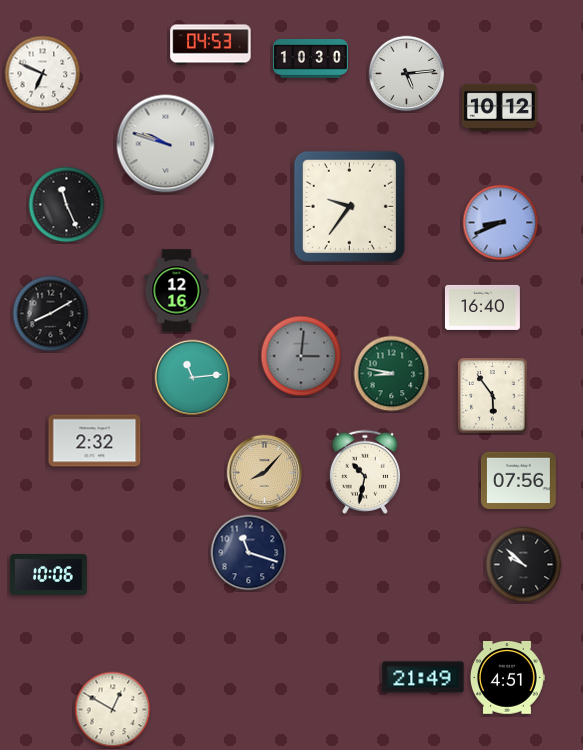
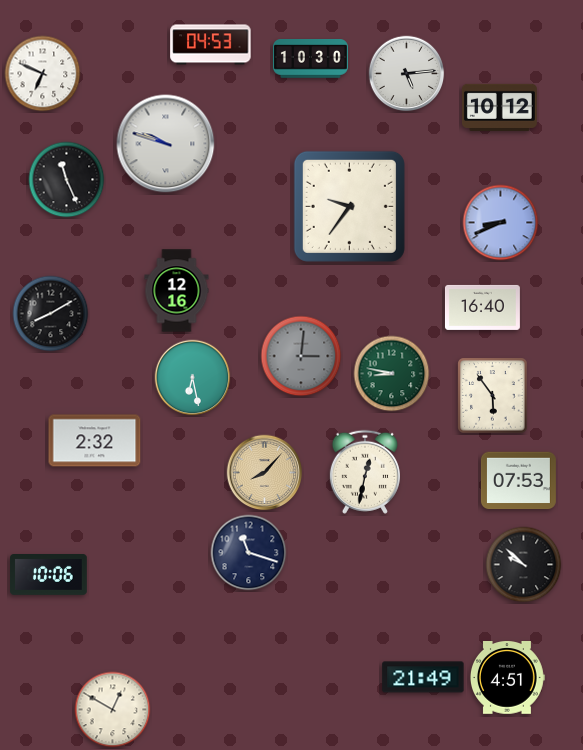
clock at (67, 205) position: (67, 205) -> (67, 180)
clock at (193, 378): 11:14 -> 6:28
clock at (365, 472): 10:32 -> 12:32
clock at (518, 481): 07:56 -> 07:53
